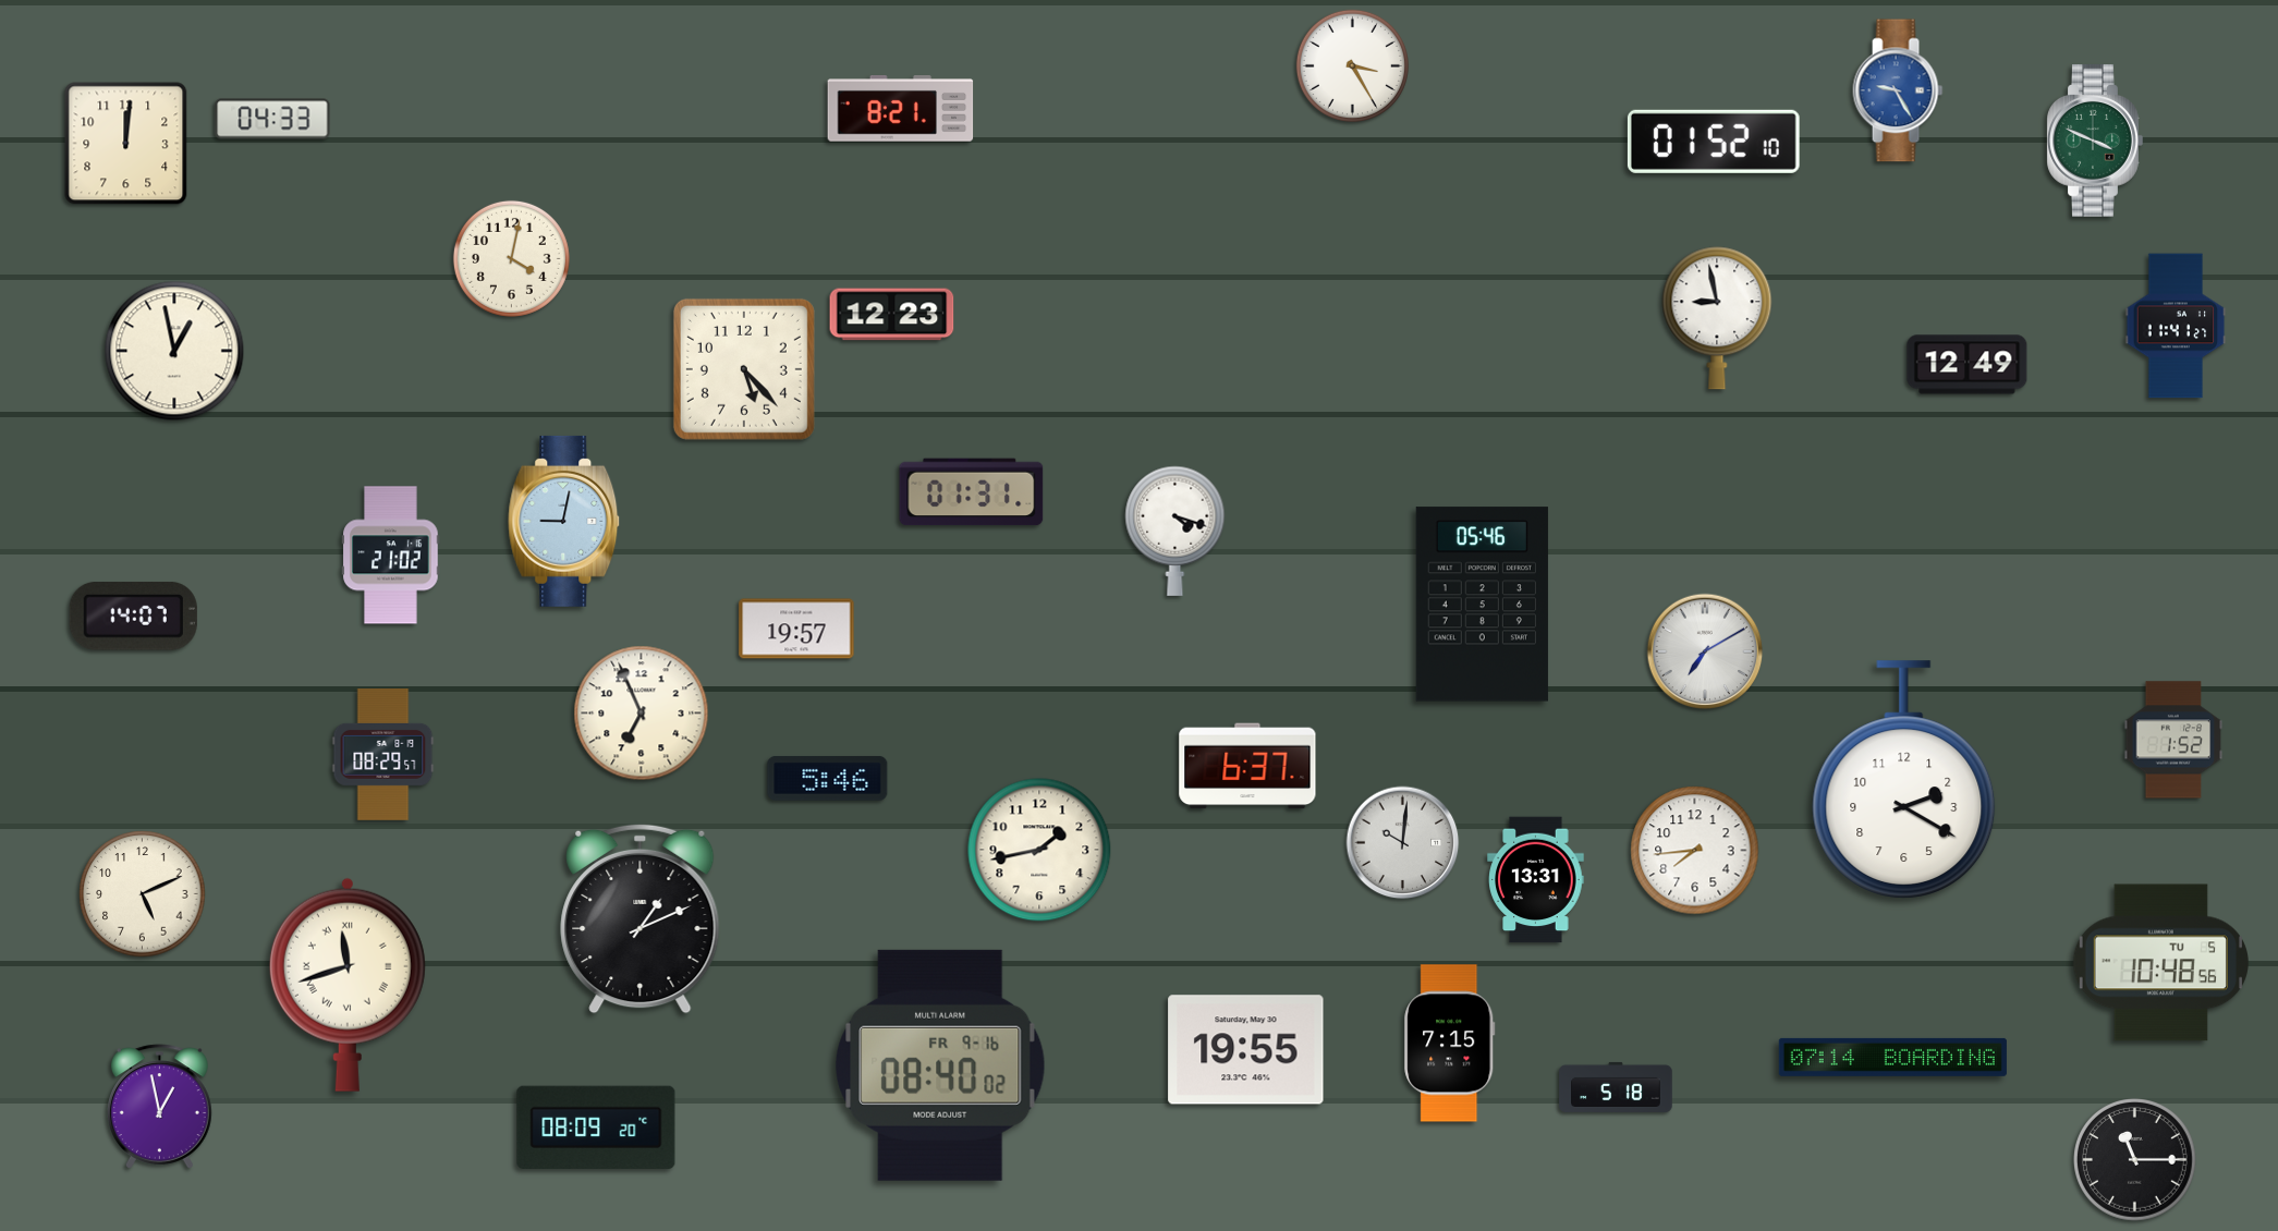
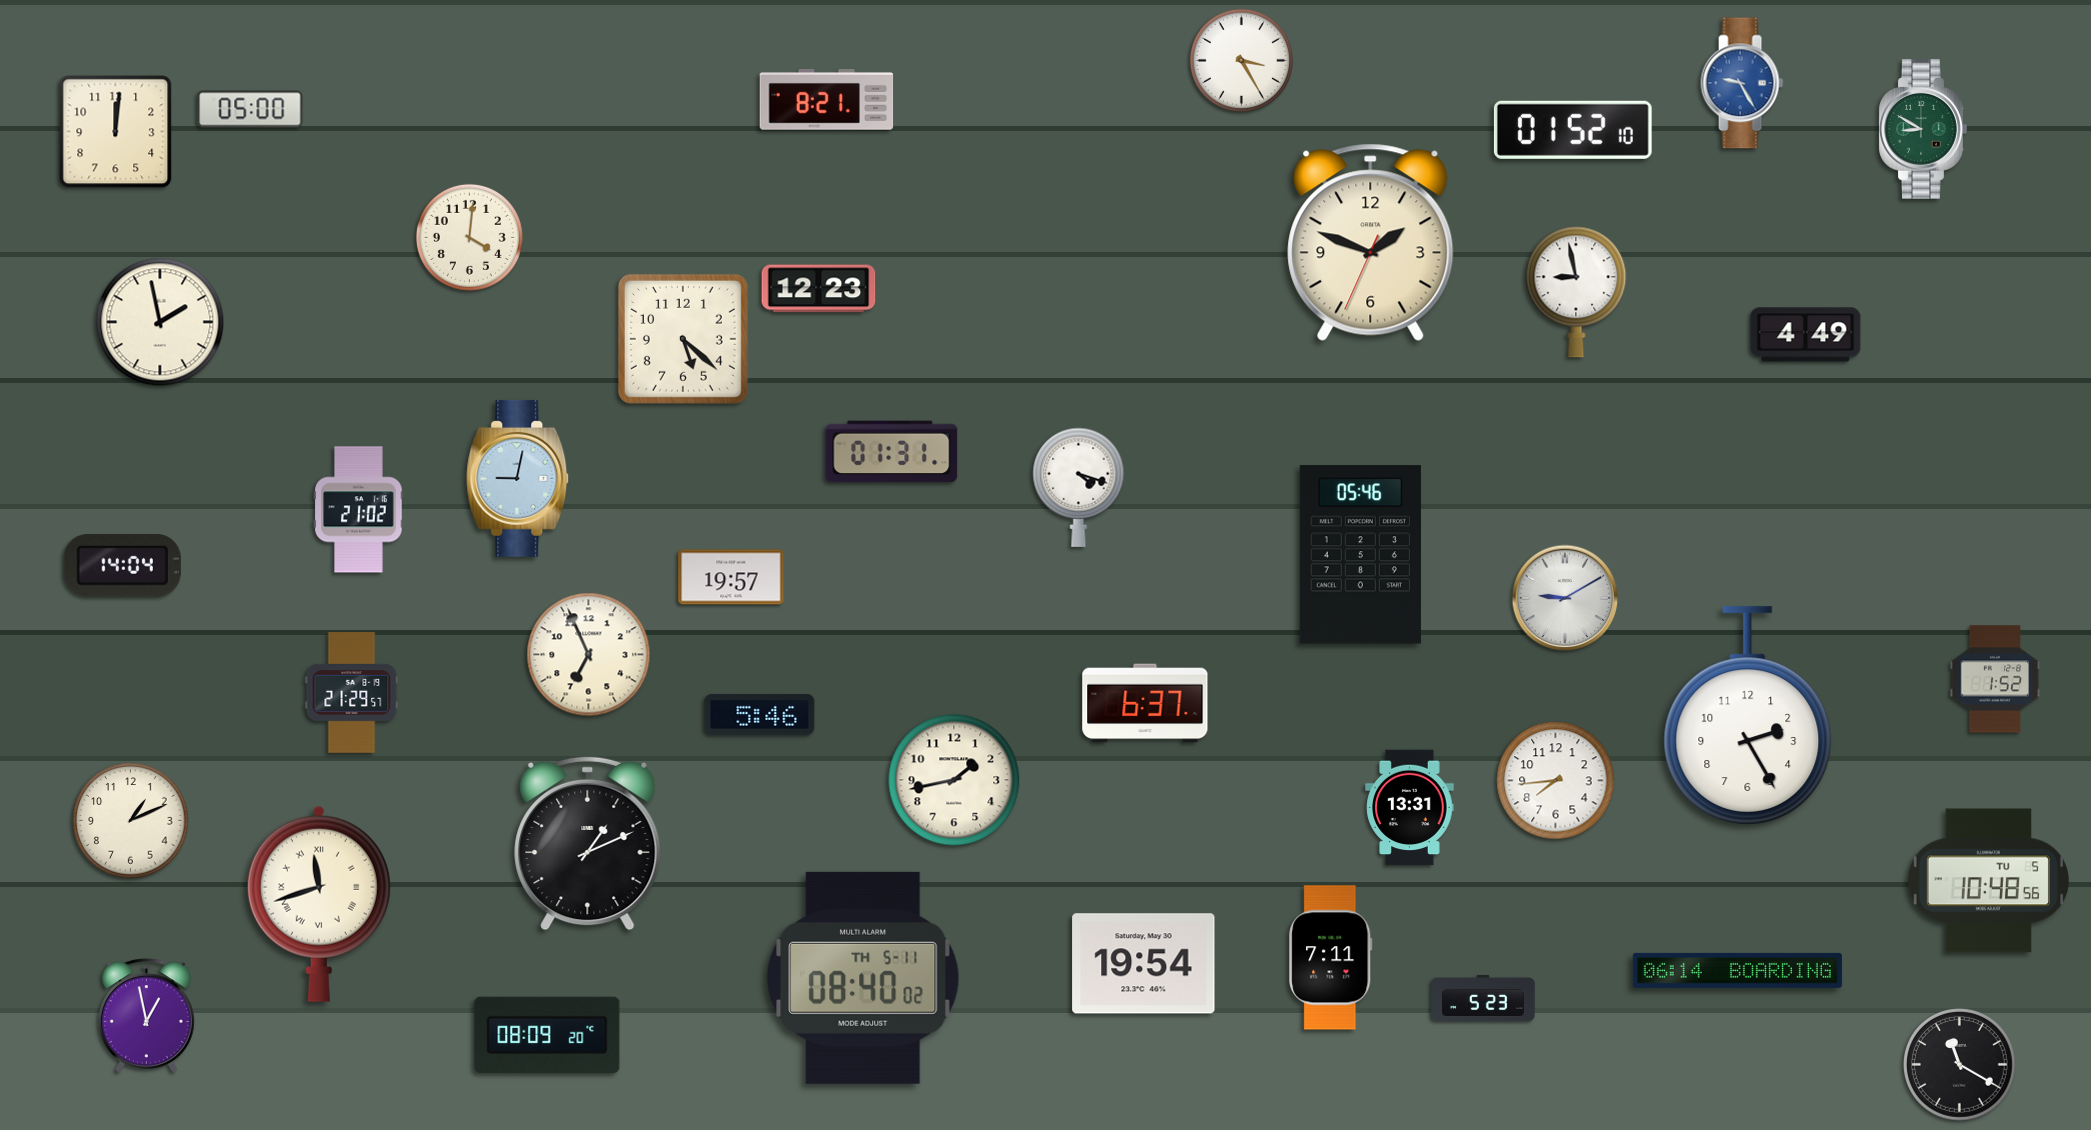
clock at (272, 119): 04:33 -> 05:00
clock at (2095, 142): 3:49 -> 8:50
clock at (511, 258): 4:02 -> 4:01
clock at (1371, 243): none -> 1:48
clock at (2176, 326): 11:41 -> none
clock at (174, 351): 12:58 -> 1:58
clock at (1968, 365): 12:49 -> 4:49
clock at (744, 369): 5:23 -> 5:22
clock at (133, 615): 14:07 -> 14:04
clock at (1705, 651): 7:10 -> 9:10
clock at (383, 755): 08:29 -> 21:29
clock at (1904, 780): 2:20 -> 2:25
clock at (1403, 843): 10:01 -> none
clock at (143, 894): 5:11 -> 1:11
clock at (2160, 963) position: (2160, 963) -> (1988, 881)
clock at (1450, 1044): 7:15 -> 7:11
clock at (1246, 1050): 19:55 -> 19:54
clock at (1892, 1057): 07:14 -> 06:14
clock at (941, 1065) date: FR 9-16 -> TH 5-11
clock at (1616, 1087): 5:18 -> 5:23
clock at (2135, 1160): 11:15 -> 11:20
